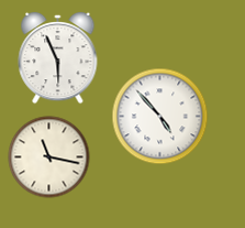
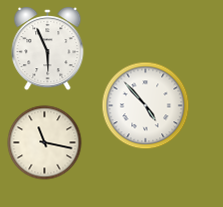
clock at (58, 58) position: (58, 58) -> (48, 49)
